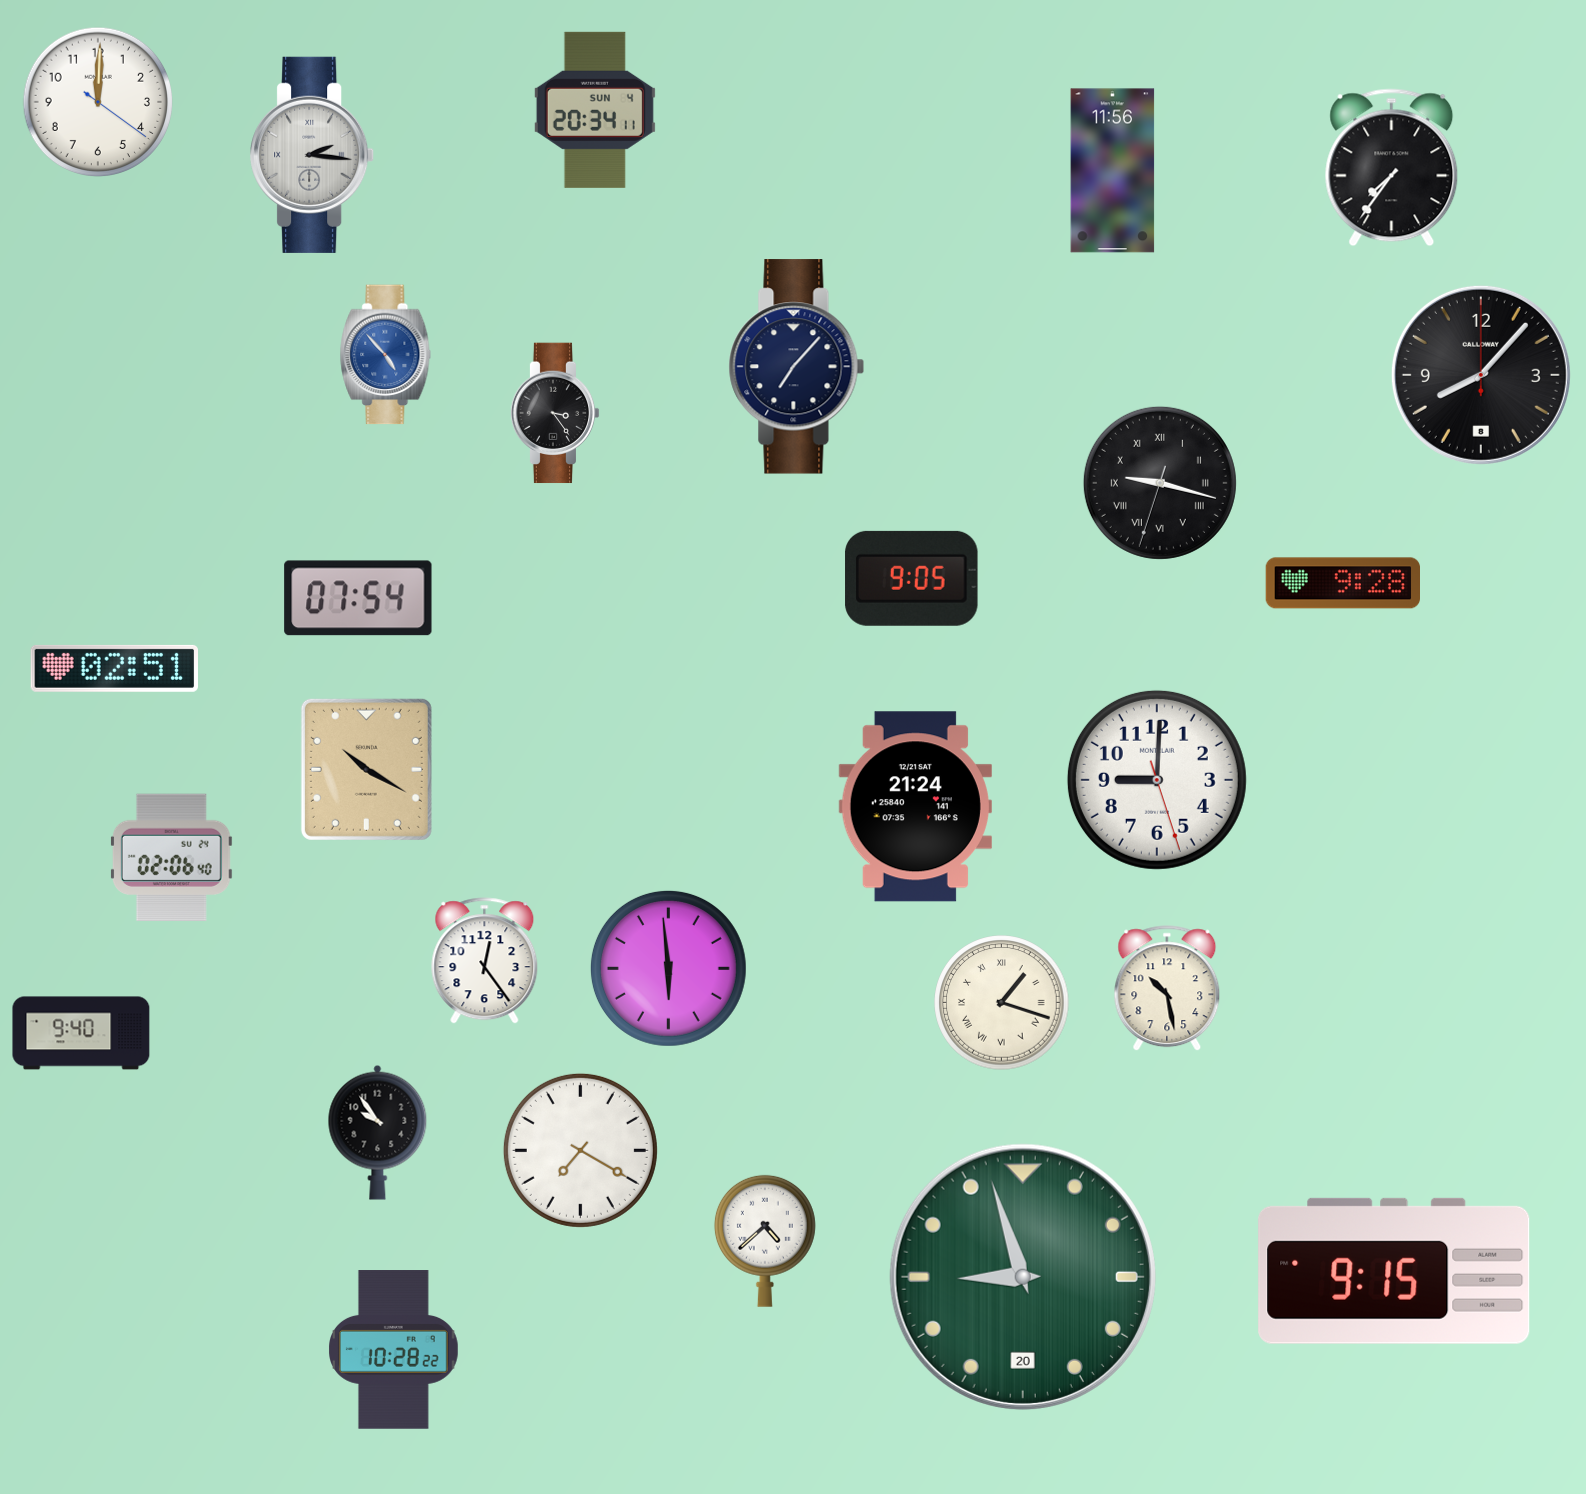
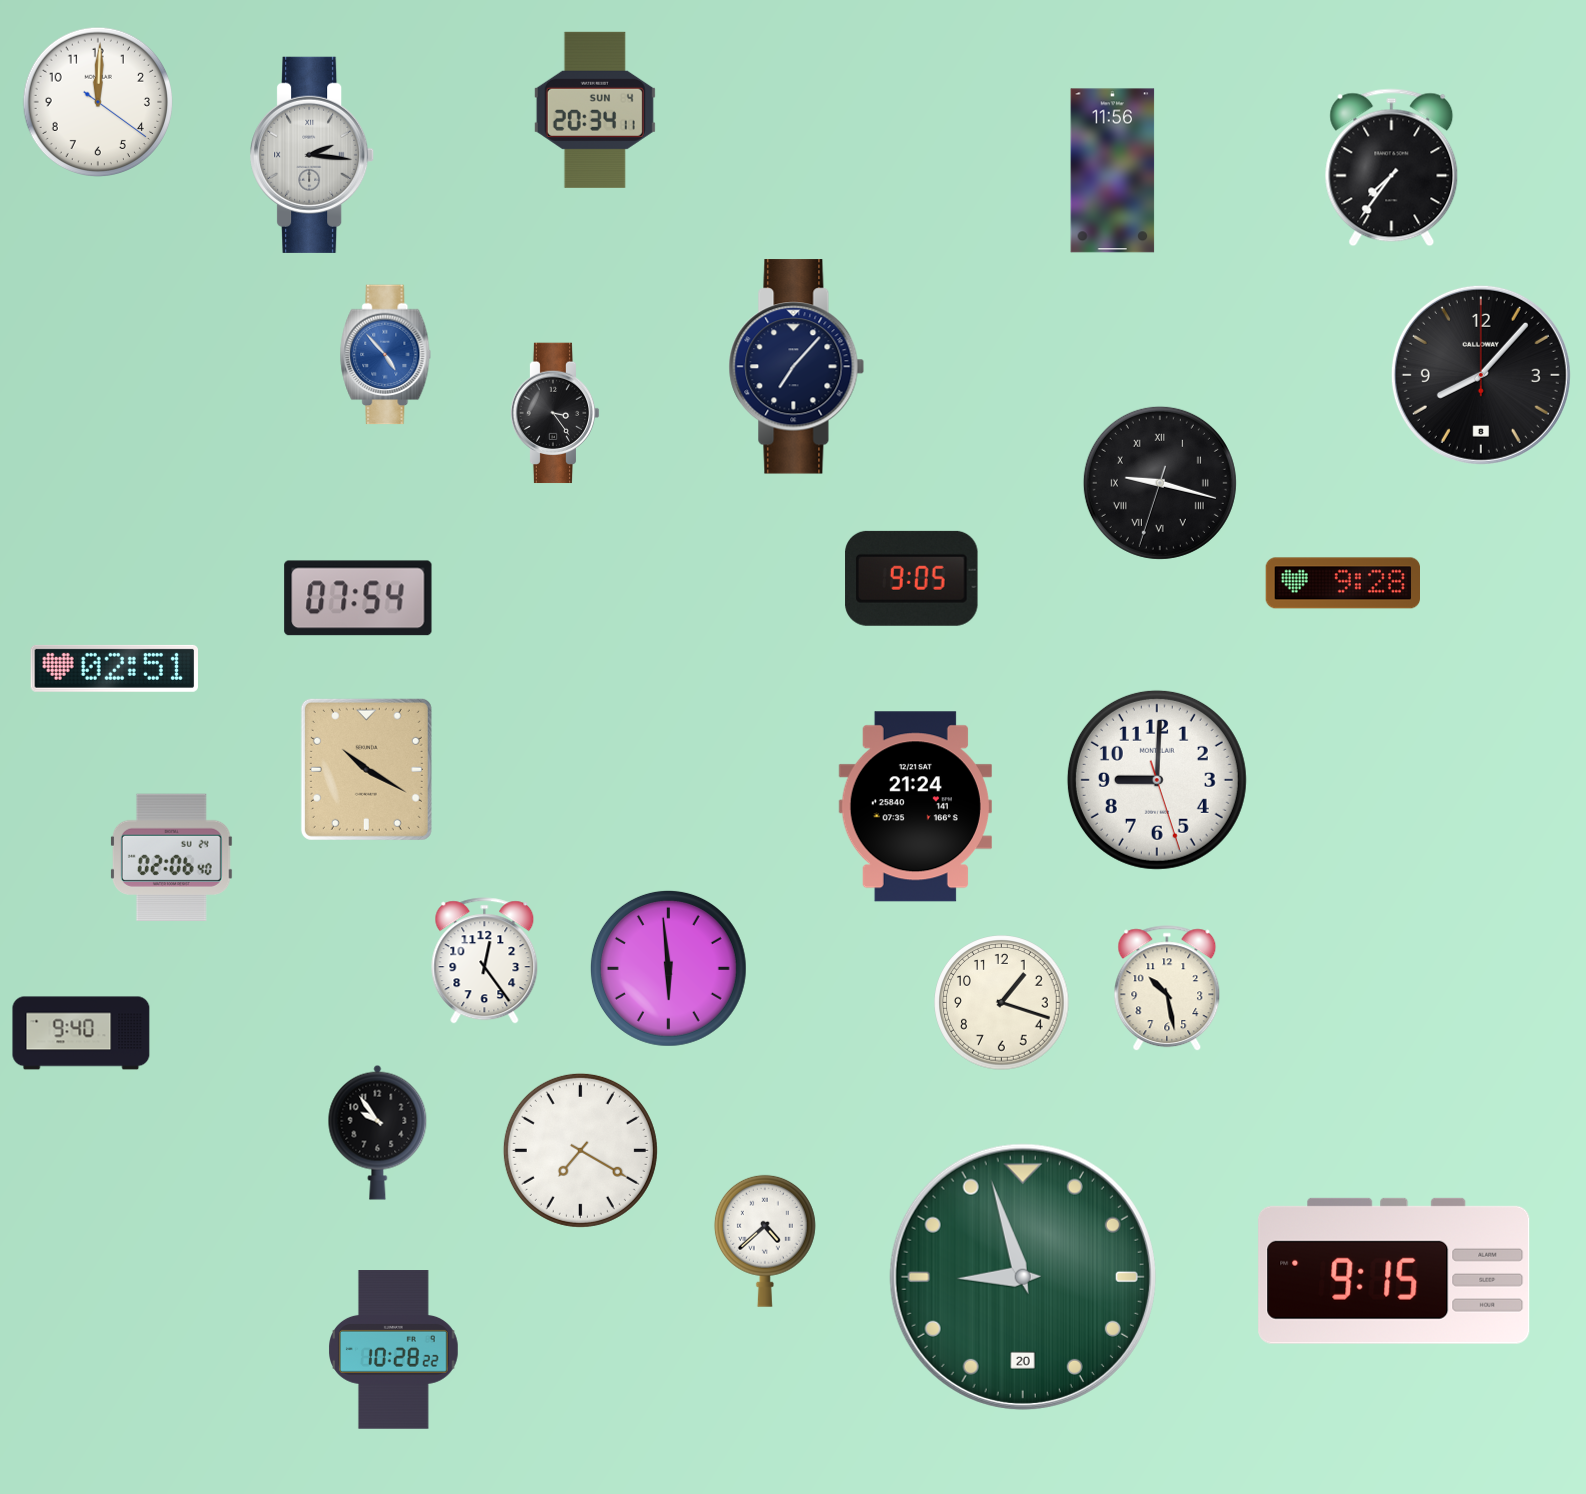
clock at (1002, 1003) numerals: Roman -> Arabic
